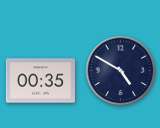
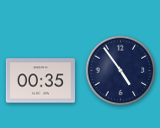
clock at (121, 71): 4:50 -> 4:54
